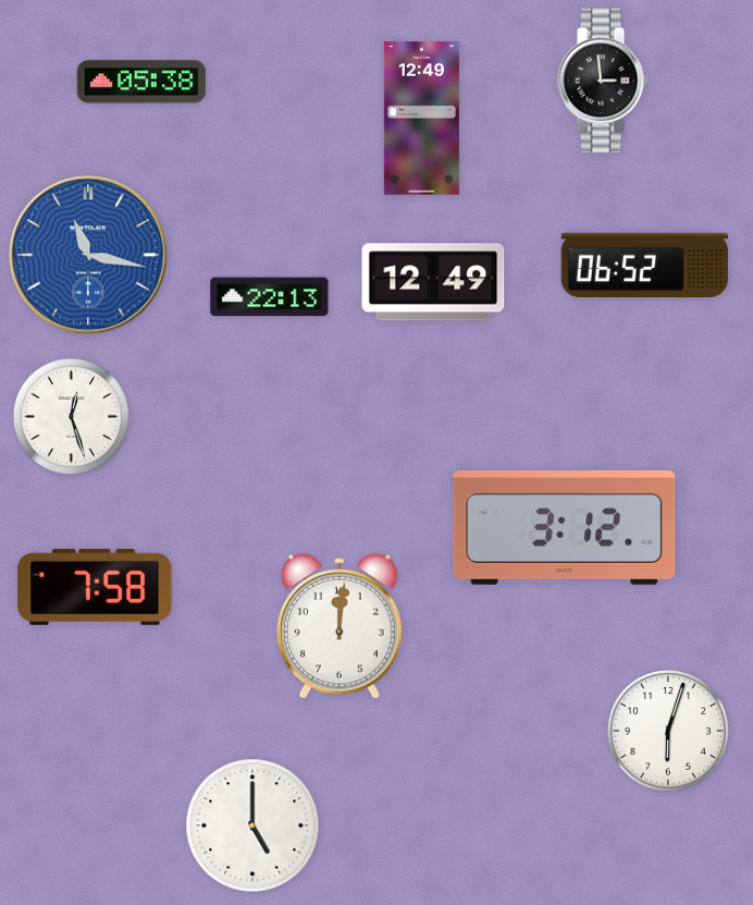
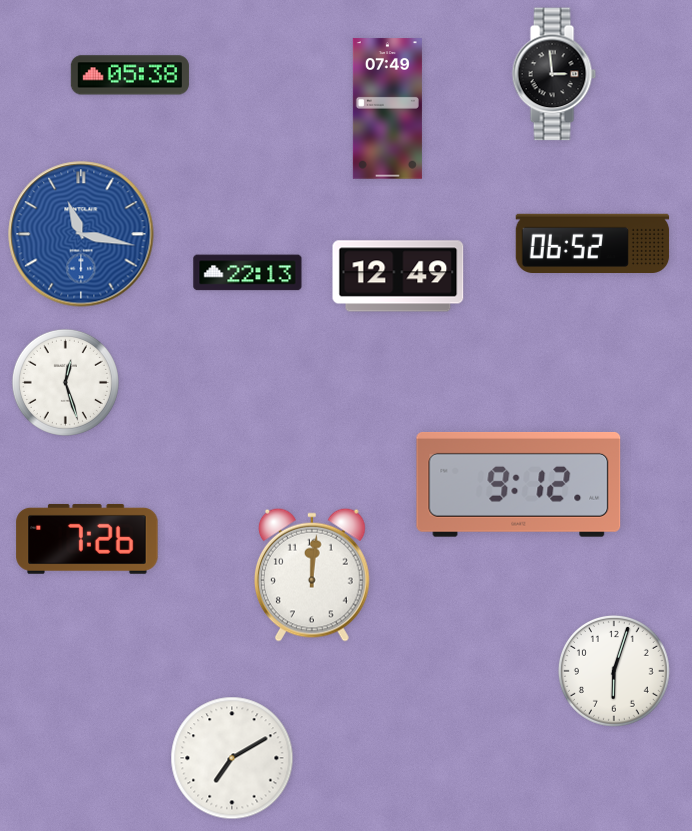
clock at (421, 119): 12:49 -> 07:49
clock at (433, 282) position: (433, 282) -> (398, 276)
clock at (565, 527): 3:12 -> 9:12
clock at (95, 587): 7:58 -> 7:26
clock at (252, 825): 5:00 -> 7:10
